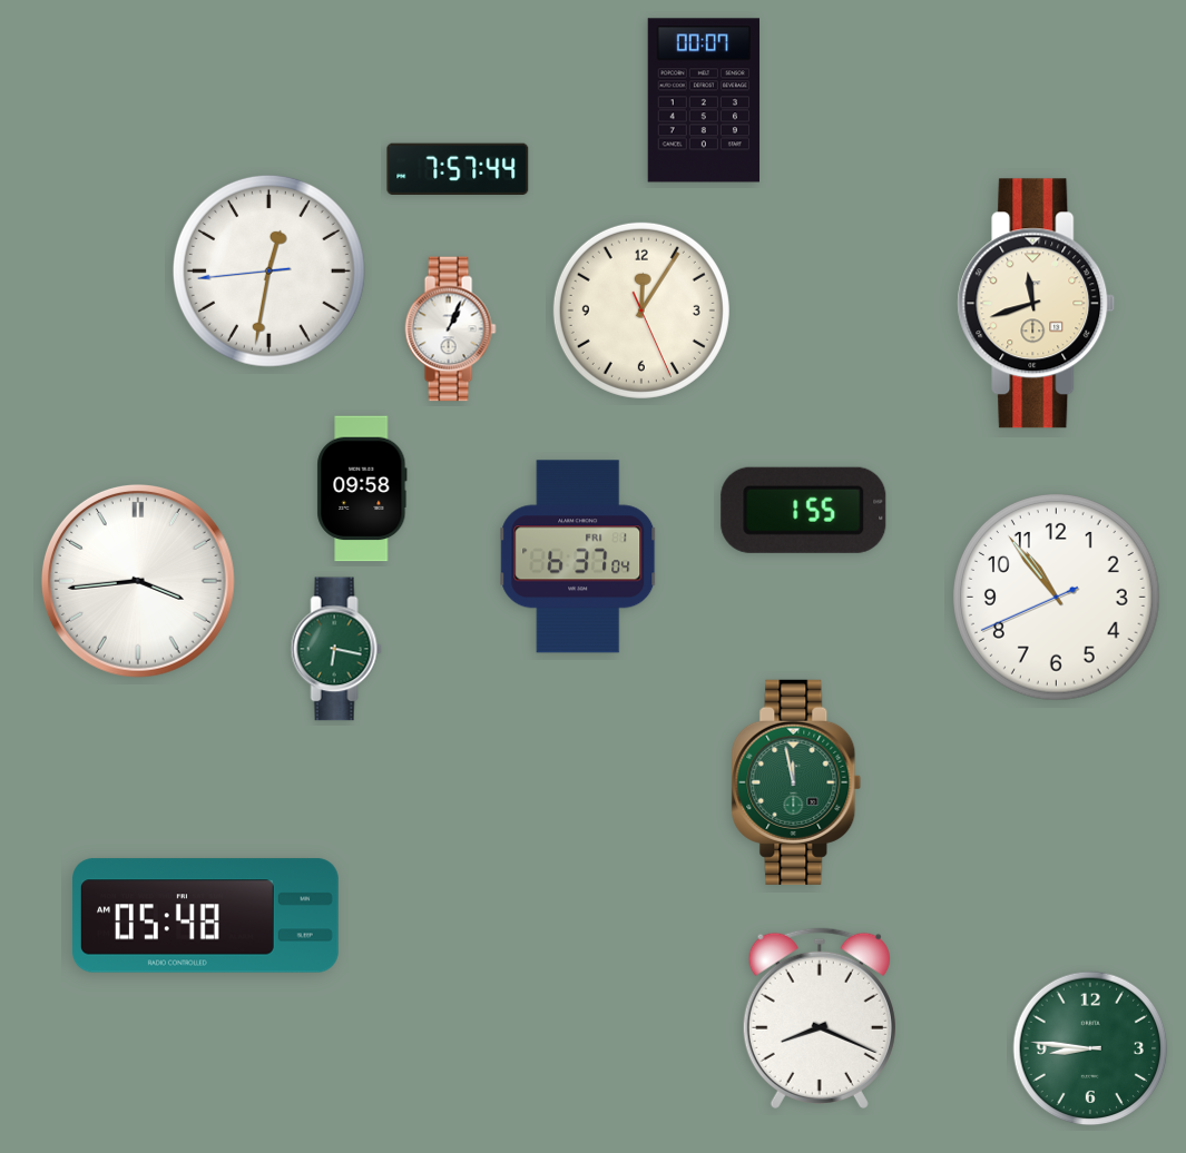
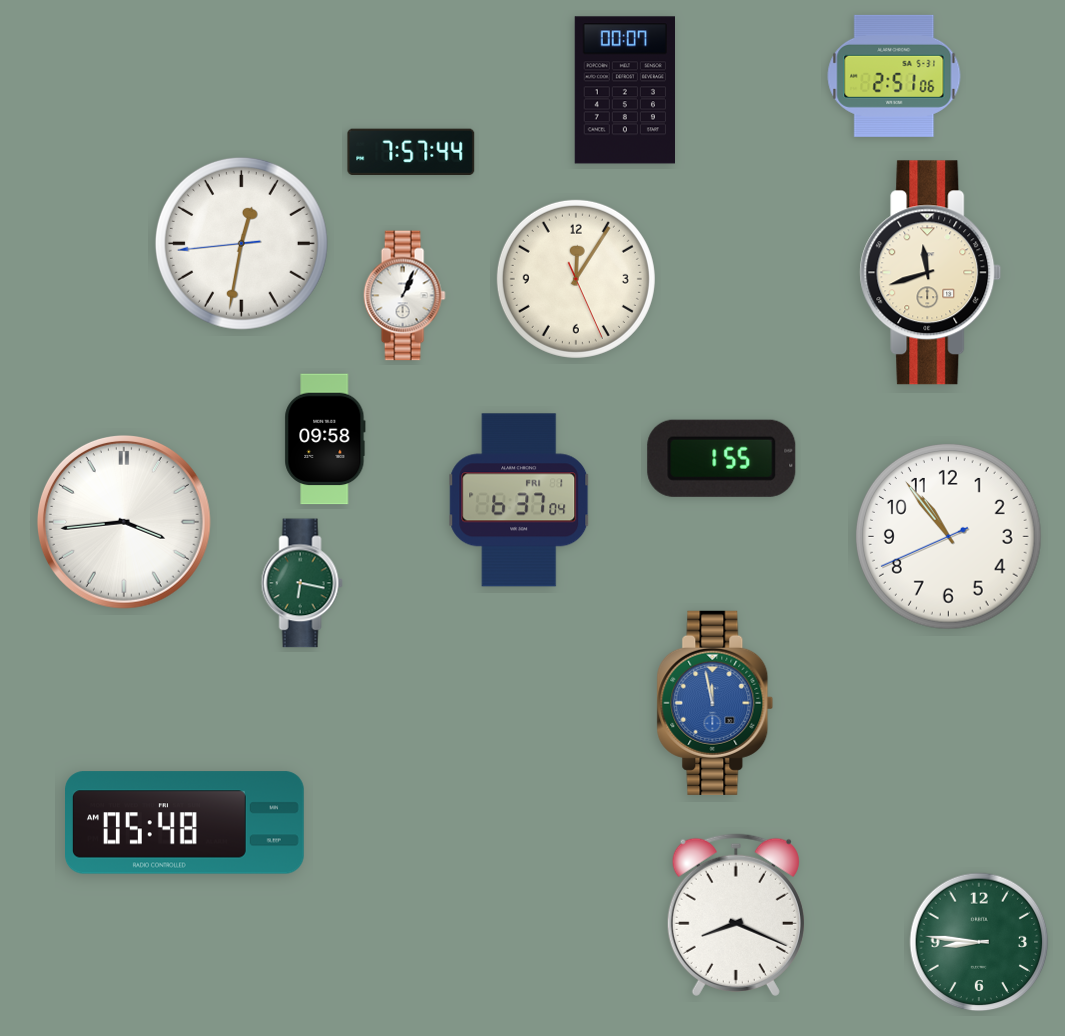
clock at (894, 76): none -> 2:51
clock at (703, 100) position: (703, 100) -> (624, 90)
clock at (796, 782) dial: green -> blue
